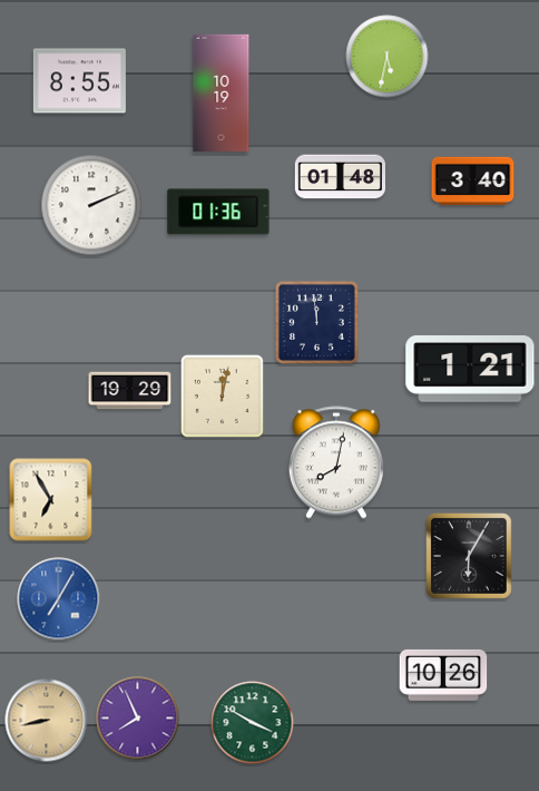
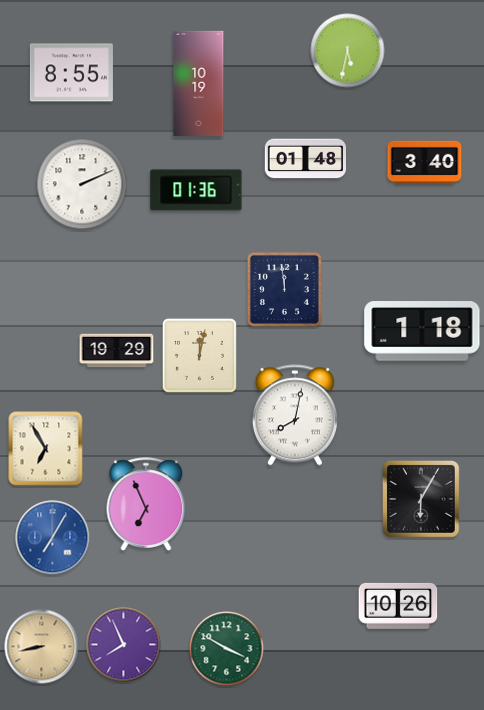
clock at (470, 370): 1:21 -> 1:18
clock at (336, 462) position: (336, 462) -> (295, 415)
clock at (146, 504): none -> 6:56
